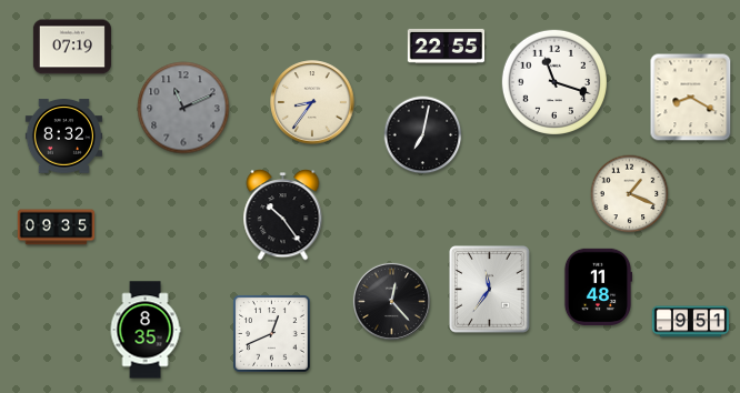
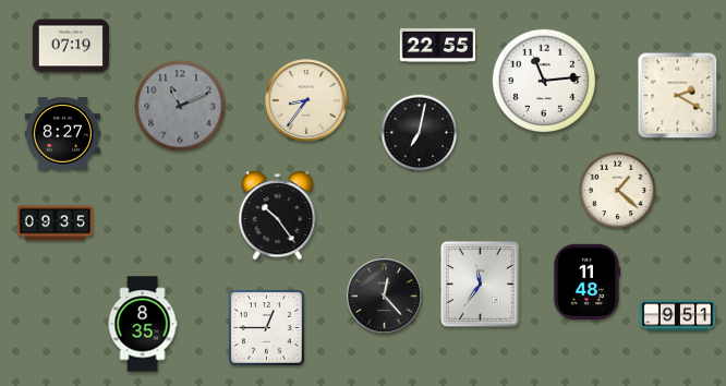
clock at (554, 82): 11:18 -> 11:14
clock at (691, 98): 8:20 -> 2:20
clock at (423, 135) position: (423, 135) -> (420, 133)
clock at (64, 137): 8:32 -> 8:27
clock at (630, 194): 1:19 -> 1:22
clock at (283, 215) position: (283, 215) -> (278, 216)
clock at (272, 334): 12:41 -> 12:45
